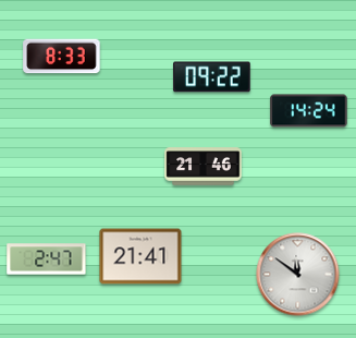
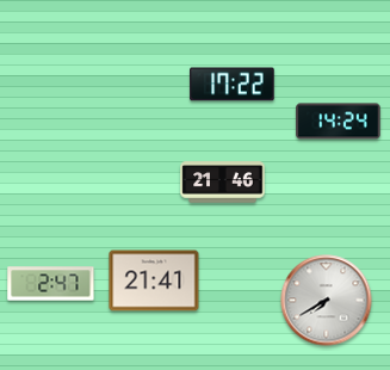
clock at (62, 57): 8:33 -> none
clock at (212, 77): 09:22 -> 17:22
clock at (298, 275): 11:51 -> 7:40
